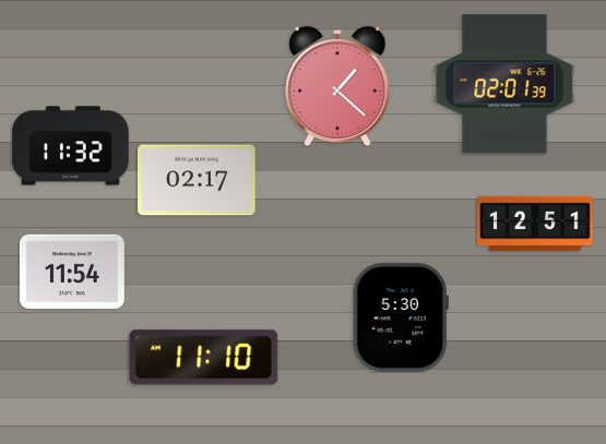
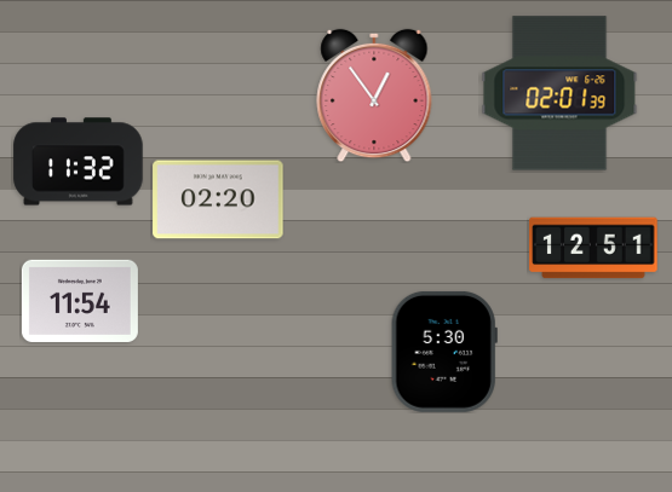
clock at (337, 86): 1:22 -> 12:54
clock at (197, 180): 02:17 -> 02:20
clock at (204, 358): 11:10 -> none
